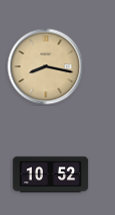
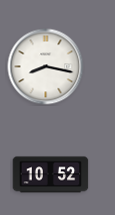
clock at (46, 67) dial: champagne -> white
